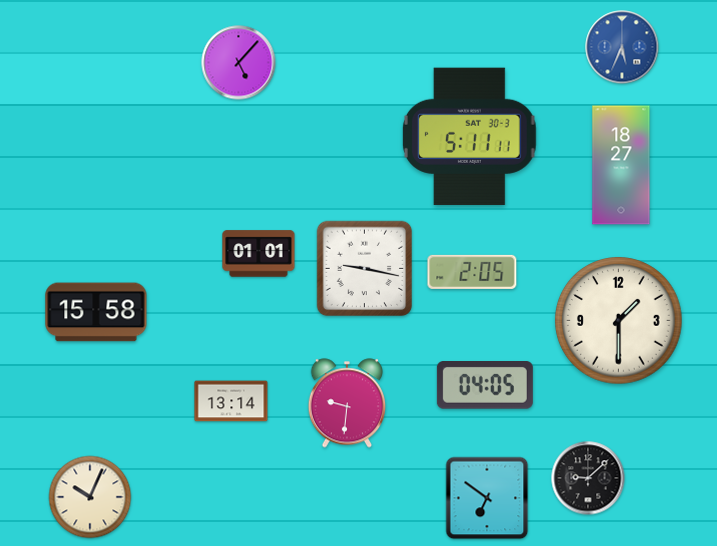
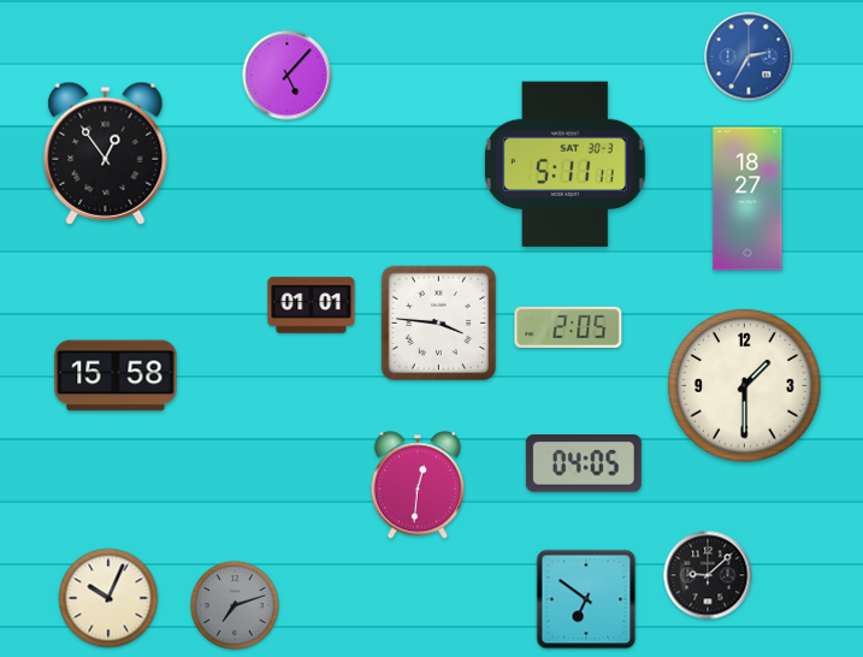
clock at (622, 47): 5:34 -> 2:35
clock at (106, 153): none -> 12:54
clock at (365, 269): 9:17 -> 3:46
clock at (231, 401): 13:14 -> none
clock at (347, 403): 9:31 -> 12:31
clock at (235, 605): none -> 7:12
